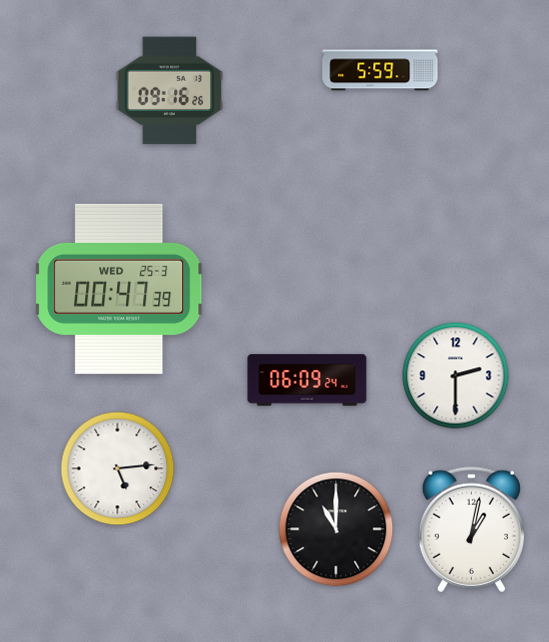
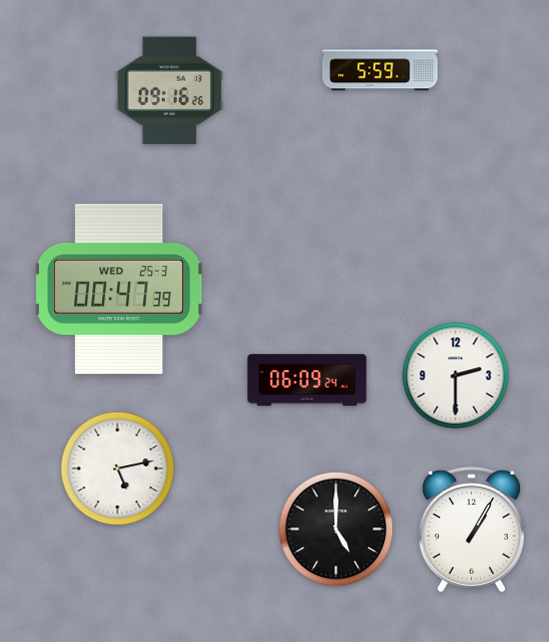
clock at (118, 469): 5:14 -> 5:13
clock at (336, 529): 11:00 -> 5:00
clock at (471, 530): 1:02 -> 1:05
